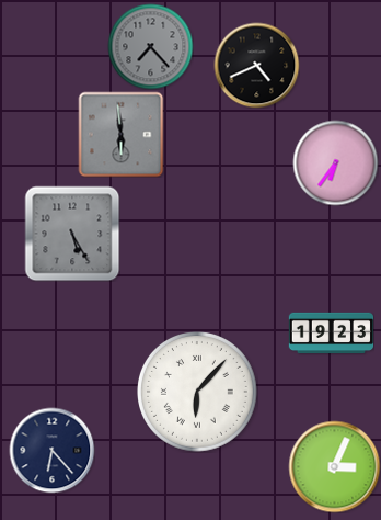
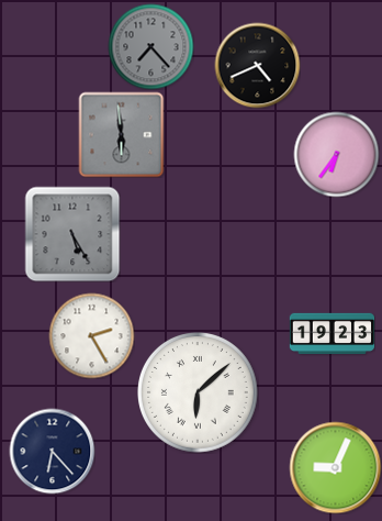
clock at (335, 162) position: (335, 162) -> (336, 154)
clock at (91, 335): none -> 2:25
clock at (198, 393): 6:07 -> 6:08
clock at (334, 466): 3:04 -> 9:04
